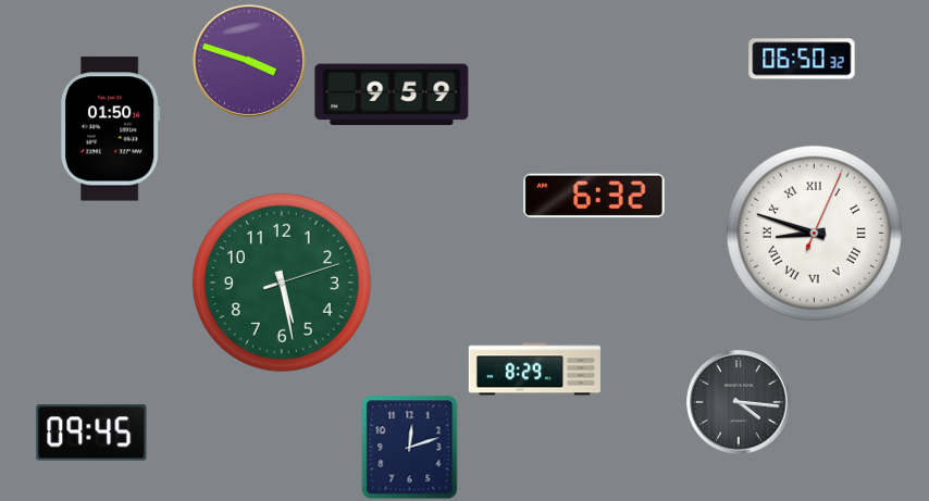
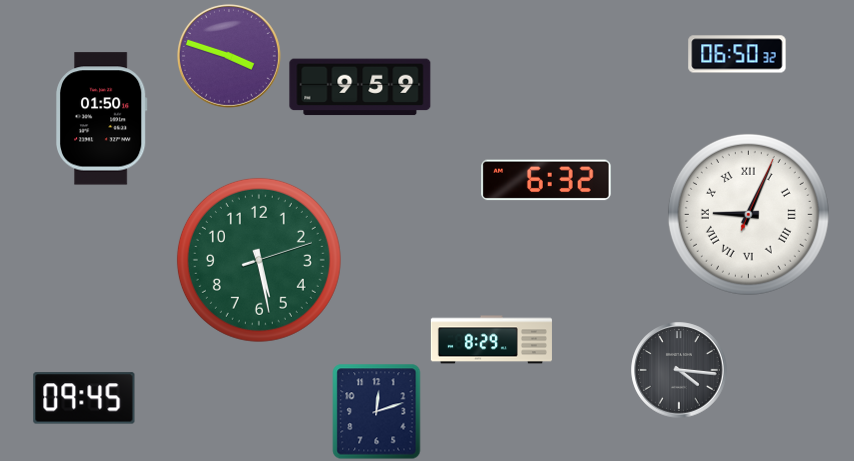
clock at (814, 233): 8:48 -> 9:04
